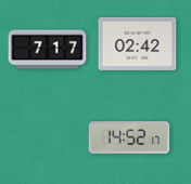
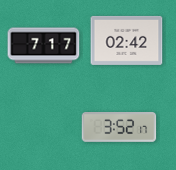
clock at (129, 139): 14:52 -> 3:52
